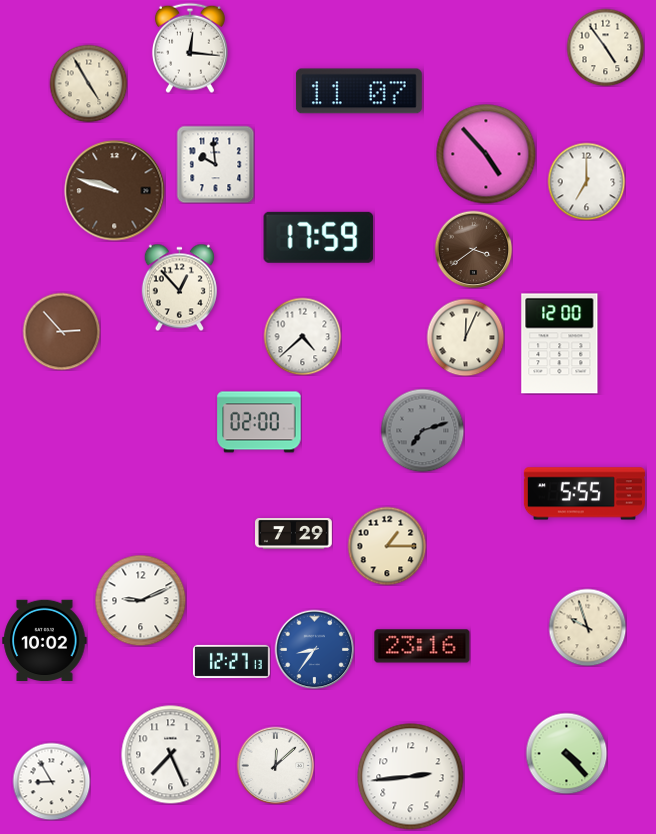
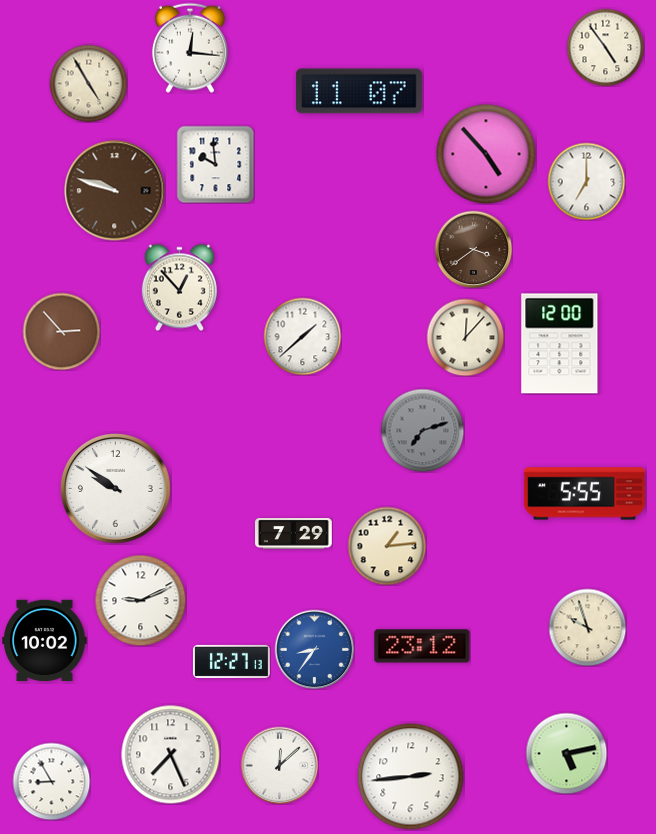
clock at (319, 237): 17:59 -> none
clock at (302, 336): 4:38 -> 1:38
clock at (465, 337): 12:04 -> 12:07
clock at (259, 422): 02:00 -> none
clock at (116, 489): none -> 9:51
clock at (387, 546): 1:15 -> 1:14
clock at (422, 646): 23:16 -> 23:12
clock at (566, 753): 4:23 -> 5:13
clock at (275, 765) position: (275, 765) -> (279, 765)
